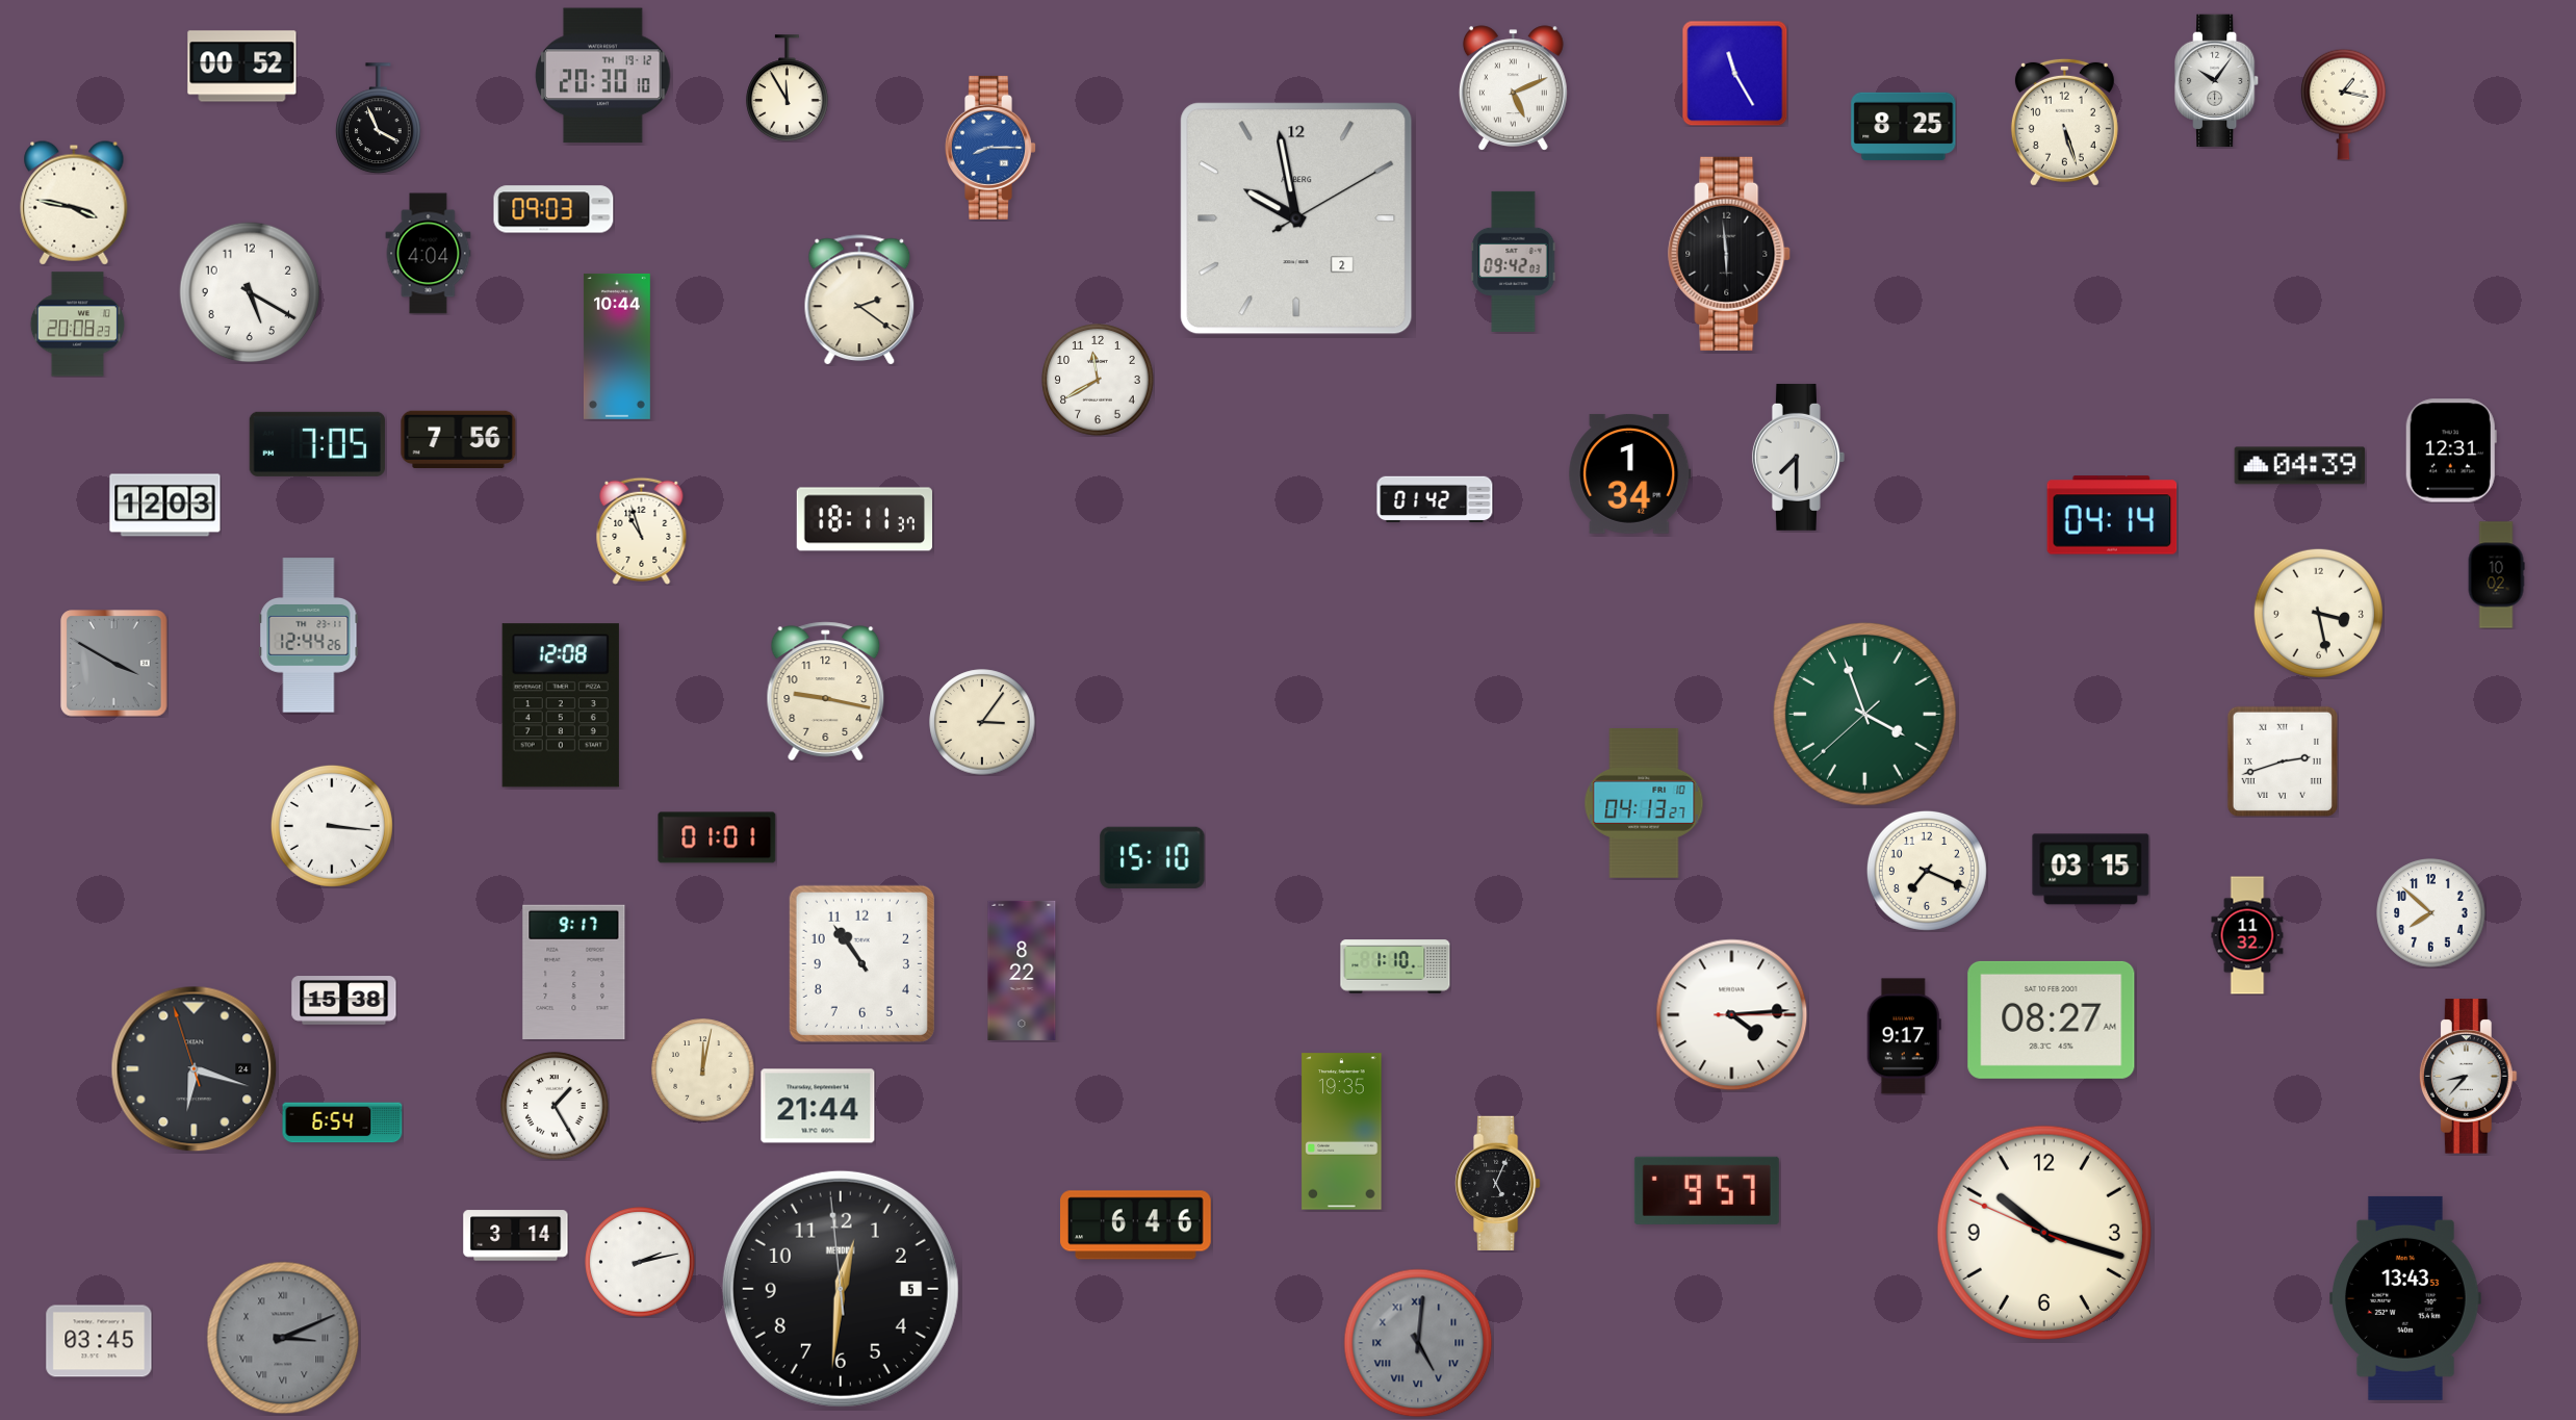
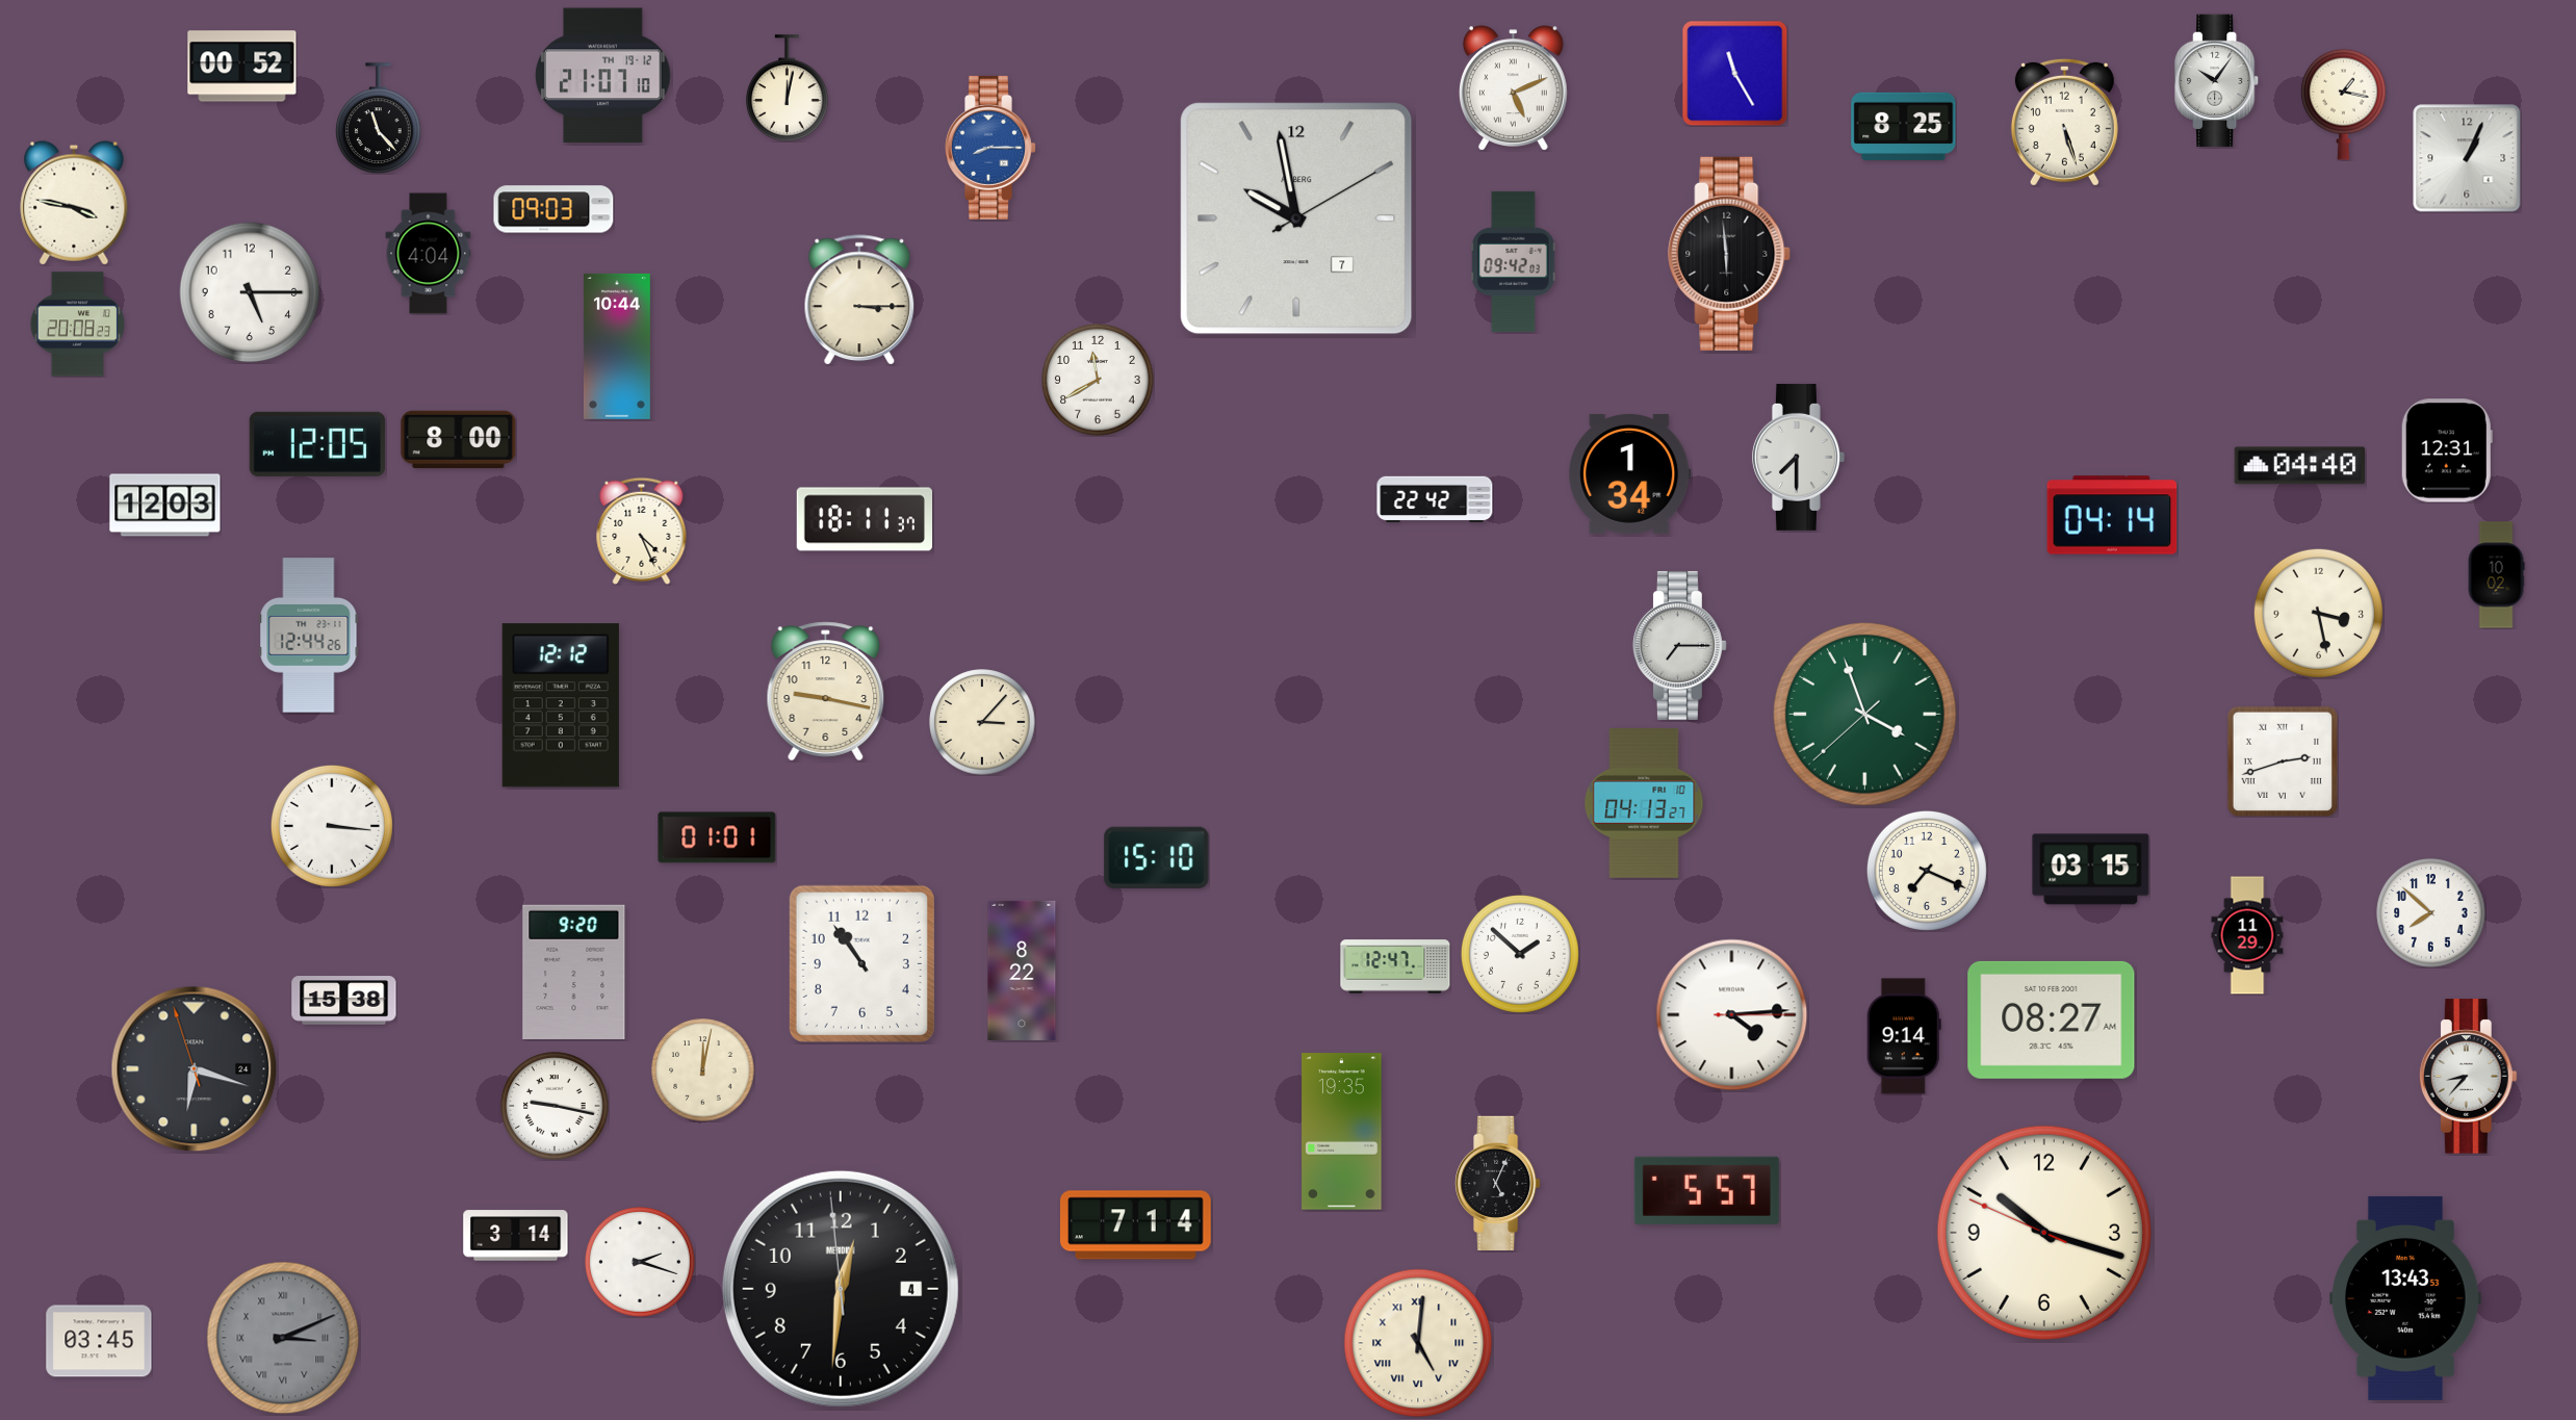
clock at (603, 76): 20:30 -> 21:07
clock at (788, 88): 11:55 -> 12:02
clock at (379, 119): 3:56 -> 11:23
clock at (2467, 158): none -> 1:04
clock at (1296, 218) date: 2 -> 7
clock at (250, 292): 5:20 -> 5:15
clock at (859, 300): 2:21 -> 3:15
clock at (459, 439): 7:56 -> 8:00
clock at (317, 444): 7:05 -> 12:05
clock at (2451, 450) position: (2451, 450) -> (2447, 450)
clock at (2300, 466): 04:39 -> 04:40
clock at (1435, 499): 01:42 -> 22:42
clock at (642, 531): 10:57 -> 4:26
clock at (1679, 645): none -> 7:15
clock at (114, 664): 3:50 -> none
clock at (561, 705): 12:08 -> 12:12
clock at (982, 722): 3:06 -> 3:07
clock at (1153, 857) position: (1153, 857) -> (1157, 857)
clock at (2247, 935): 11:32 -> 11:29
clock at (1520, 954): none -> 1:52
clock at (1395, 966): 1:10 -> 12:47
clock at (574, 972): 9:17 -> 9:20
clock at (1904, 1036): 9:17 -> 9:14
clock at (555, 1106): 1:25 -> 9:17
clock at (818, 1106): 21:44 -> none
clock at (342, 1122): 6:54 -> none
clock at (1706, 1190): 9:57 -> 5:57
clock at (1136, 1225): 6:46 -> 7:14
clock at (640, 1262): 2:13 -> 2:18
clock at (841, 1289) date: 5 -> 4
clock at (1418, 1343) dial: grey -> cream
